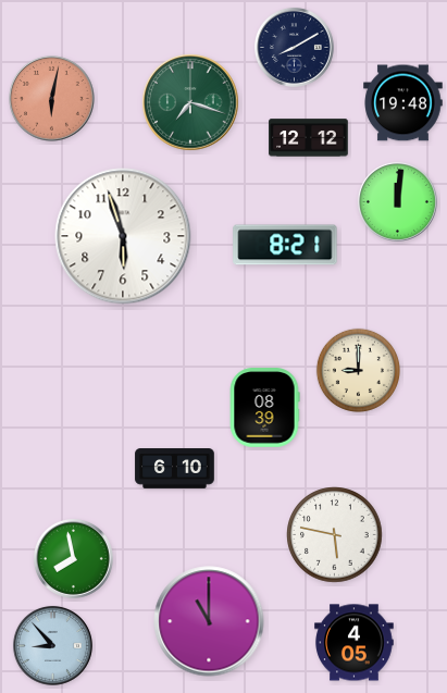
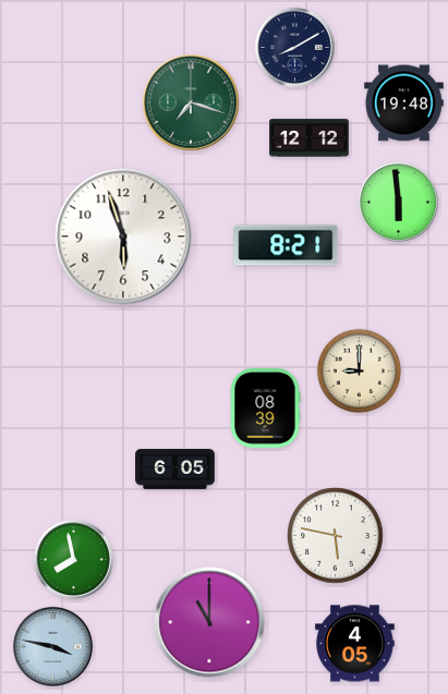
clock at (52, 99): 6:02 -> none
clock at (397, 201): 12:01 -> 5:59
clock at (175, 469): 6:10 -> 6:05
clock at (52, 645): 8:53 -> 3:47
